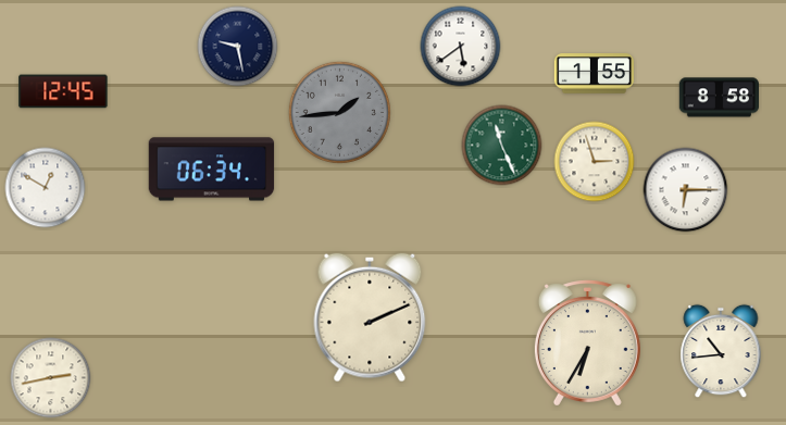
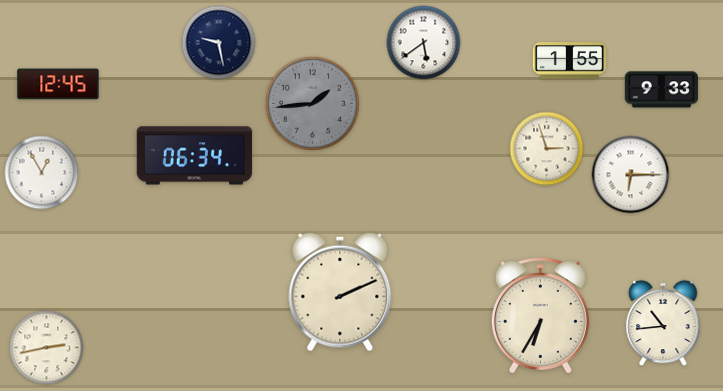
clock at (595, 74) position: (595, 74) -> (570, 61)
clock at (719, 98): 8:58 -> 9:33
clock at (502, 146): 11:26 -> none
clock at (46, 188): 12:50 -> 12:55
